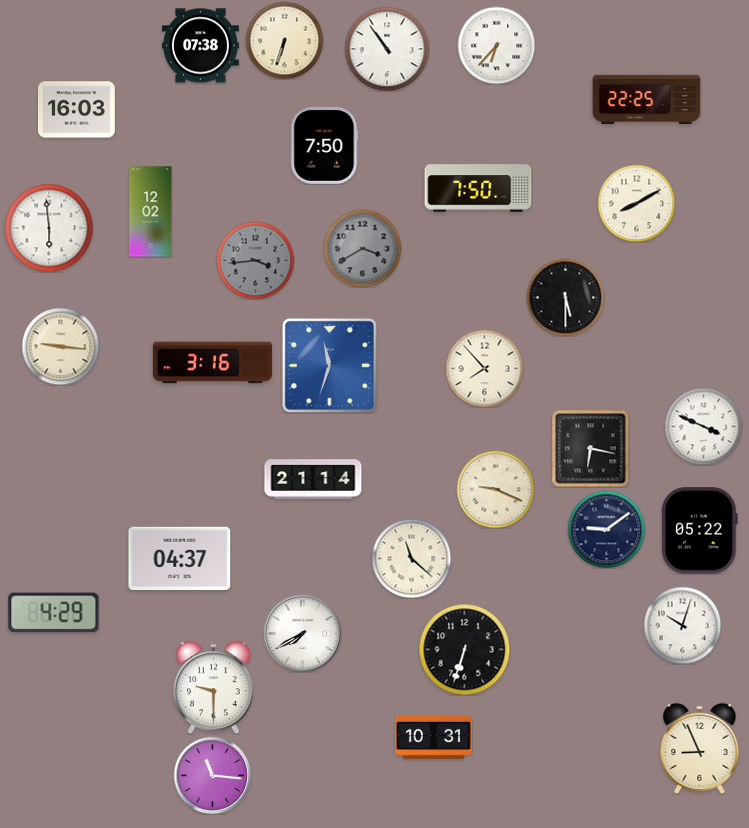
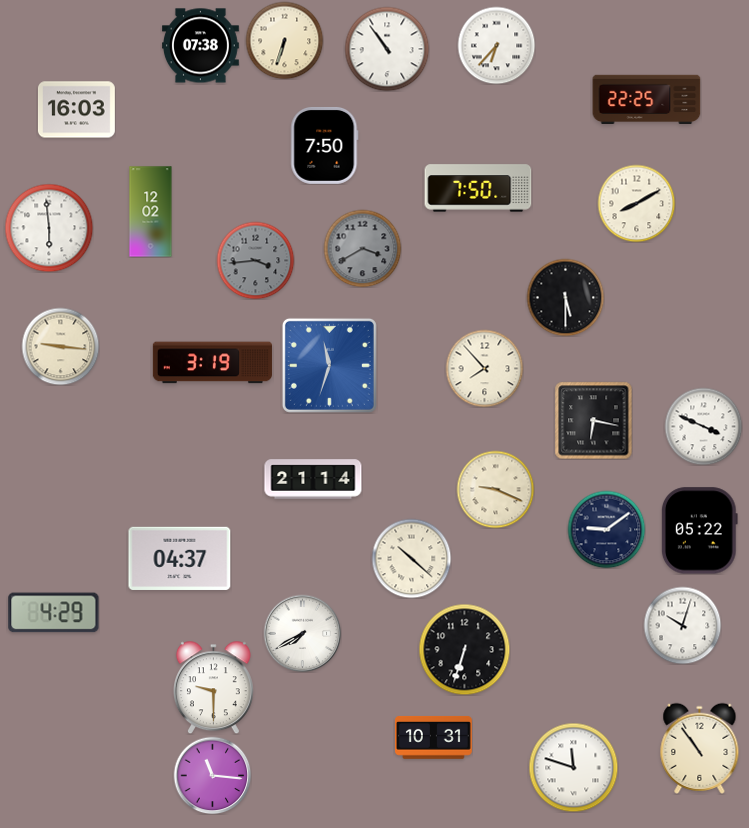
clock at (212, 363): 3:16 -> 3:19
clock at (590, 448) position: (590, 448) -> (593, 420)
clock at (411, 558): 11:22 -> 10:22
clock at (700, 748): 8:56 -> 10:54
clock at (573, 767): none -> 11:48
